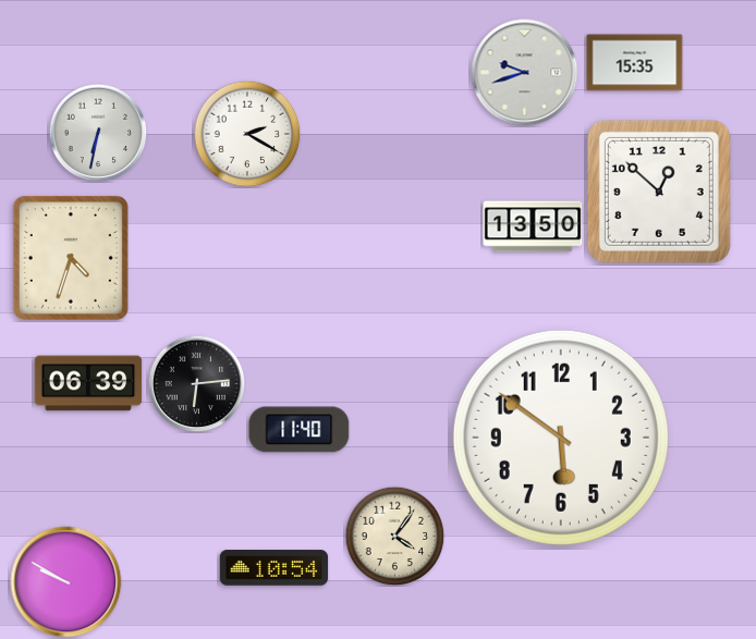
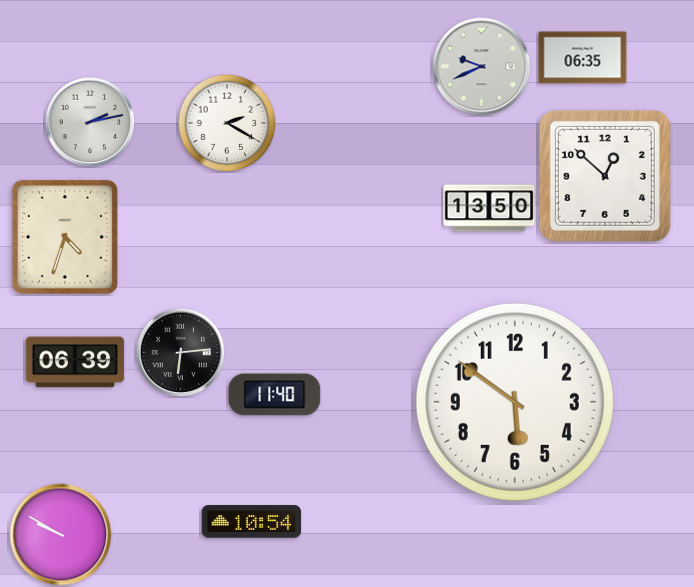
clock at (635, 63): 15:35 -> 06:35
clock at (525, 73): 9:42 -> 9:41
clock at (98, 133): 6:32 -> 2:13
clock at (88, 383) position: (88, 383) -> (75, 362)
clock at (394, 536): 4:06 -> none
